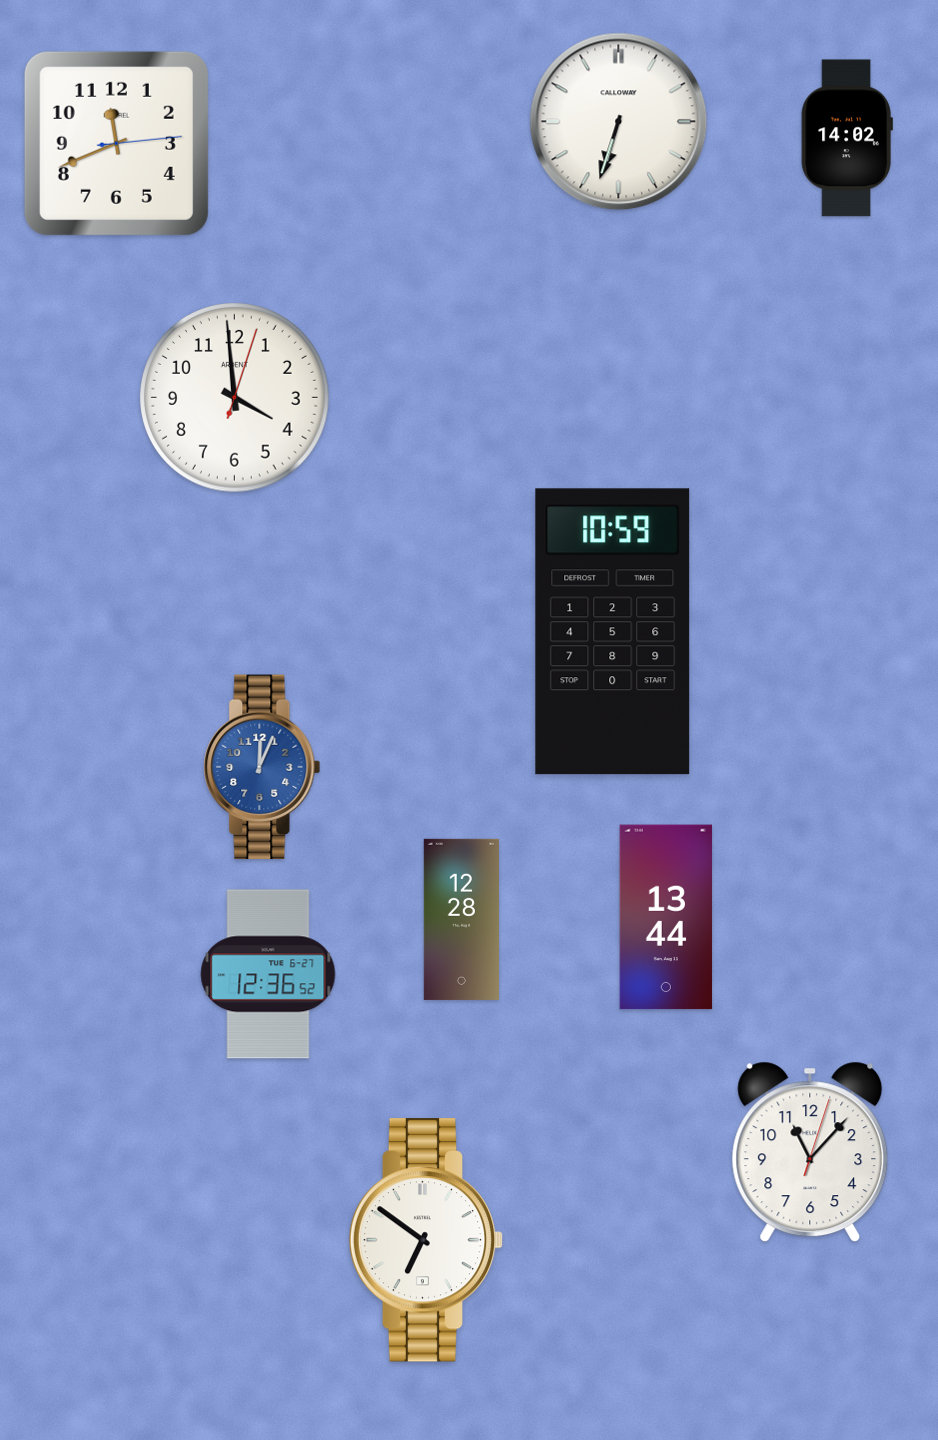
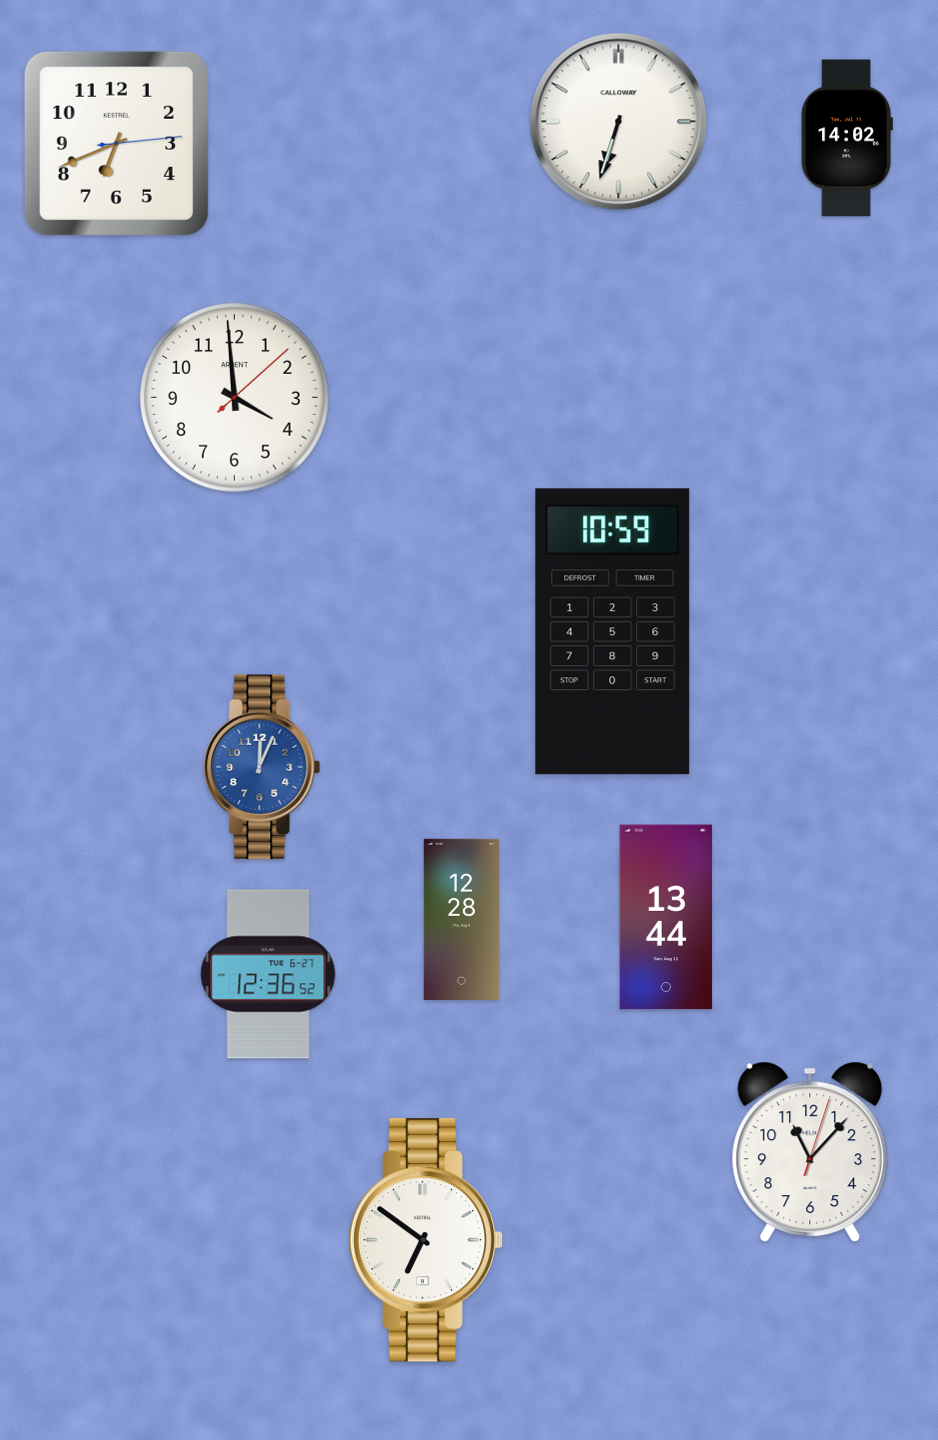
clock at (116, 143): 11:41 -> 6:41
clock at (235, 398): 3:59:03 -> 3:59:08
